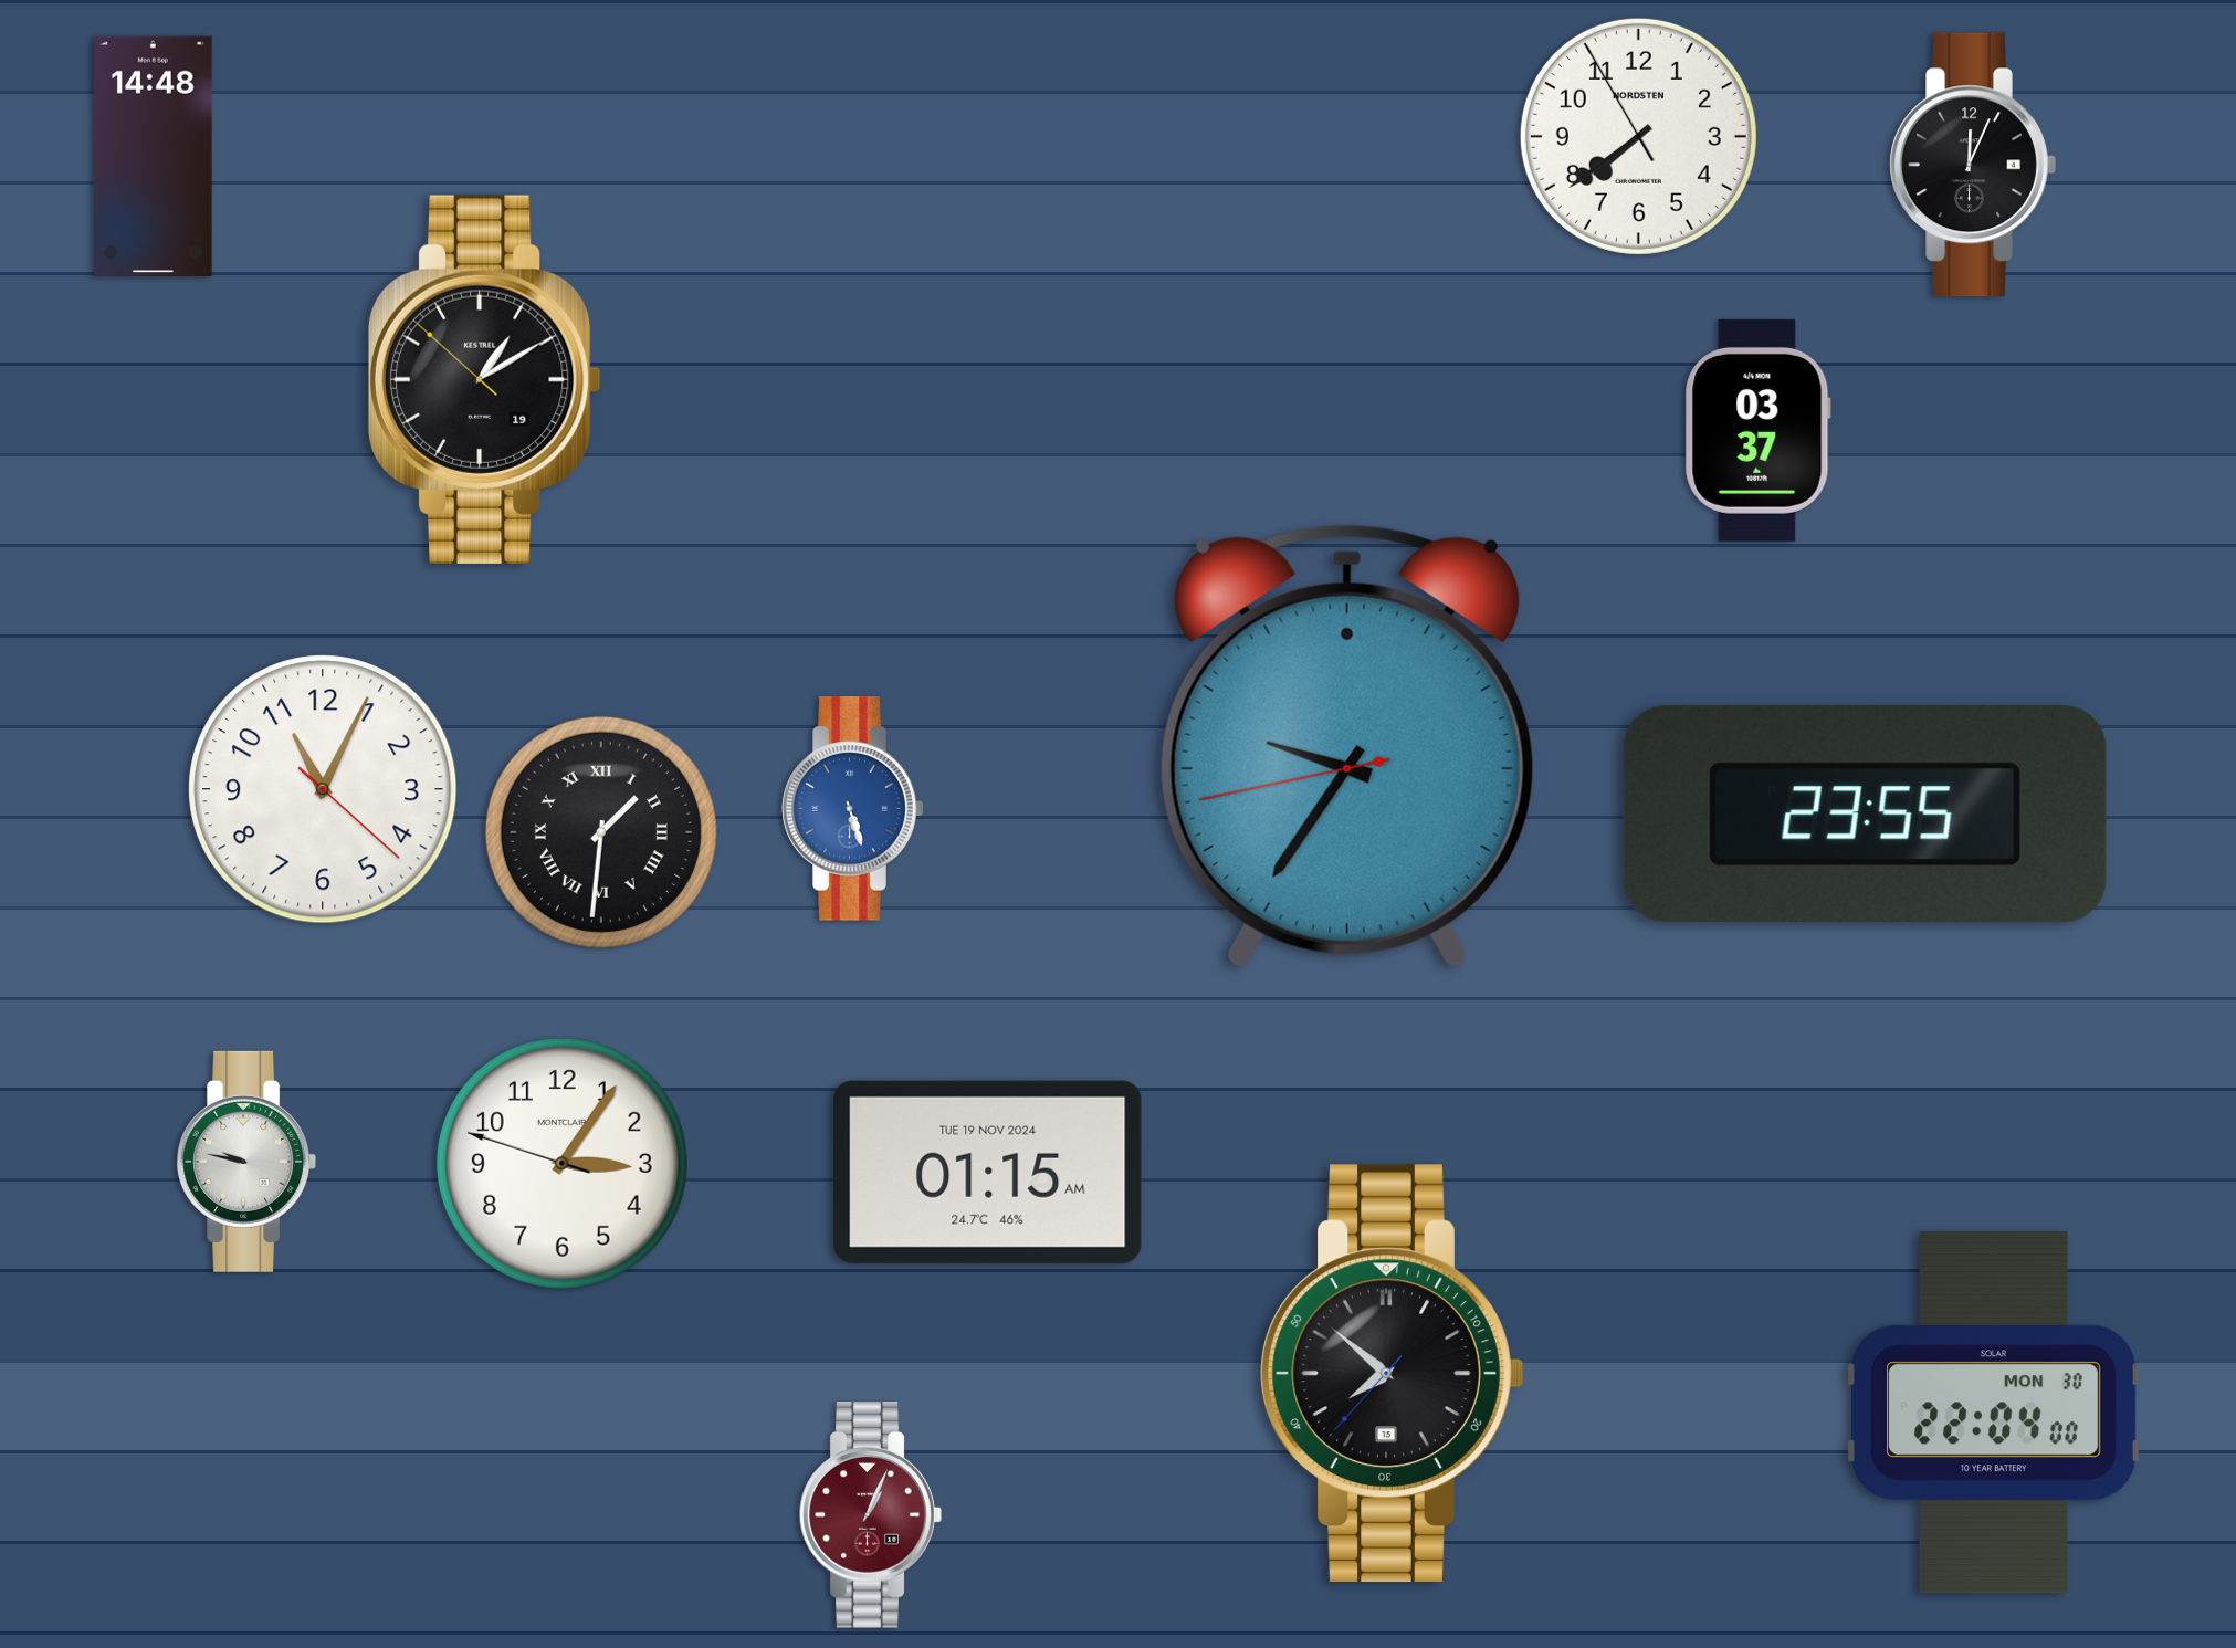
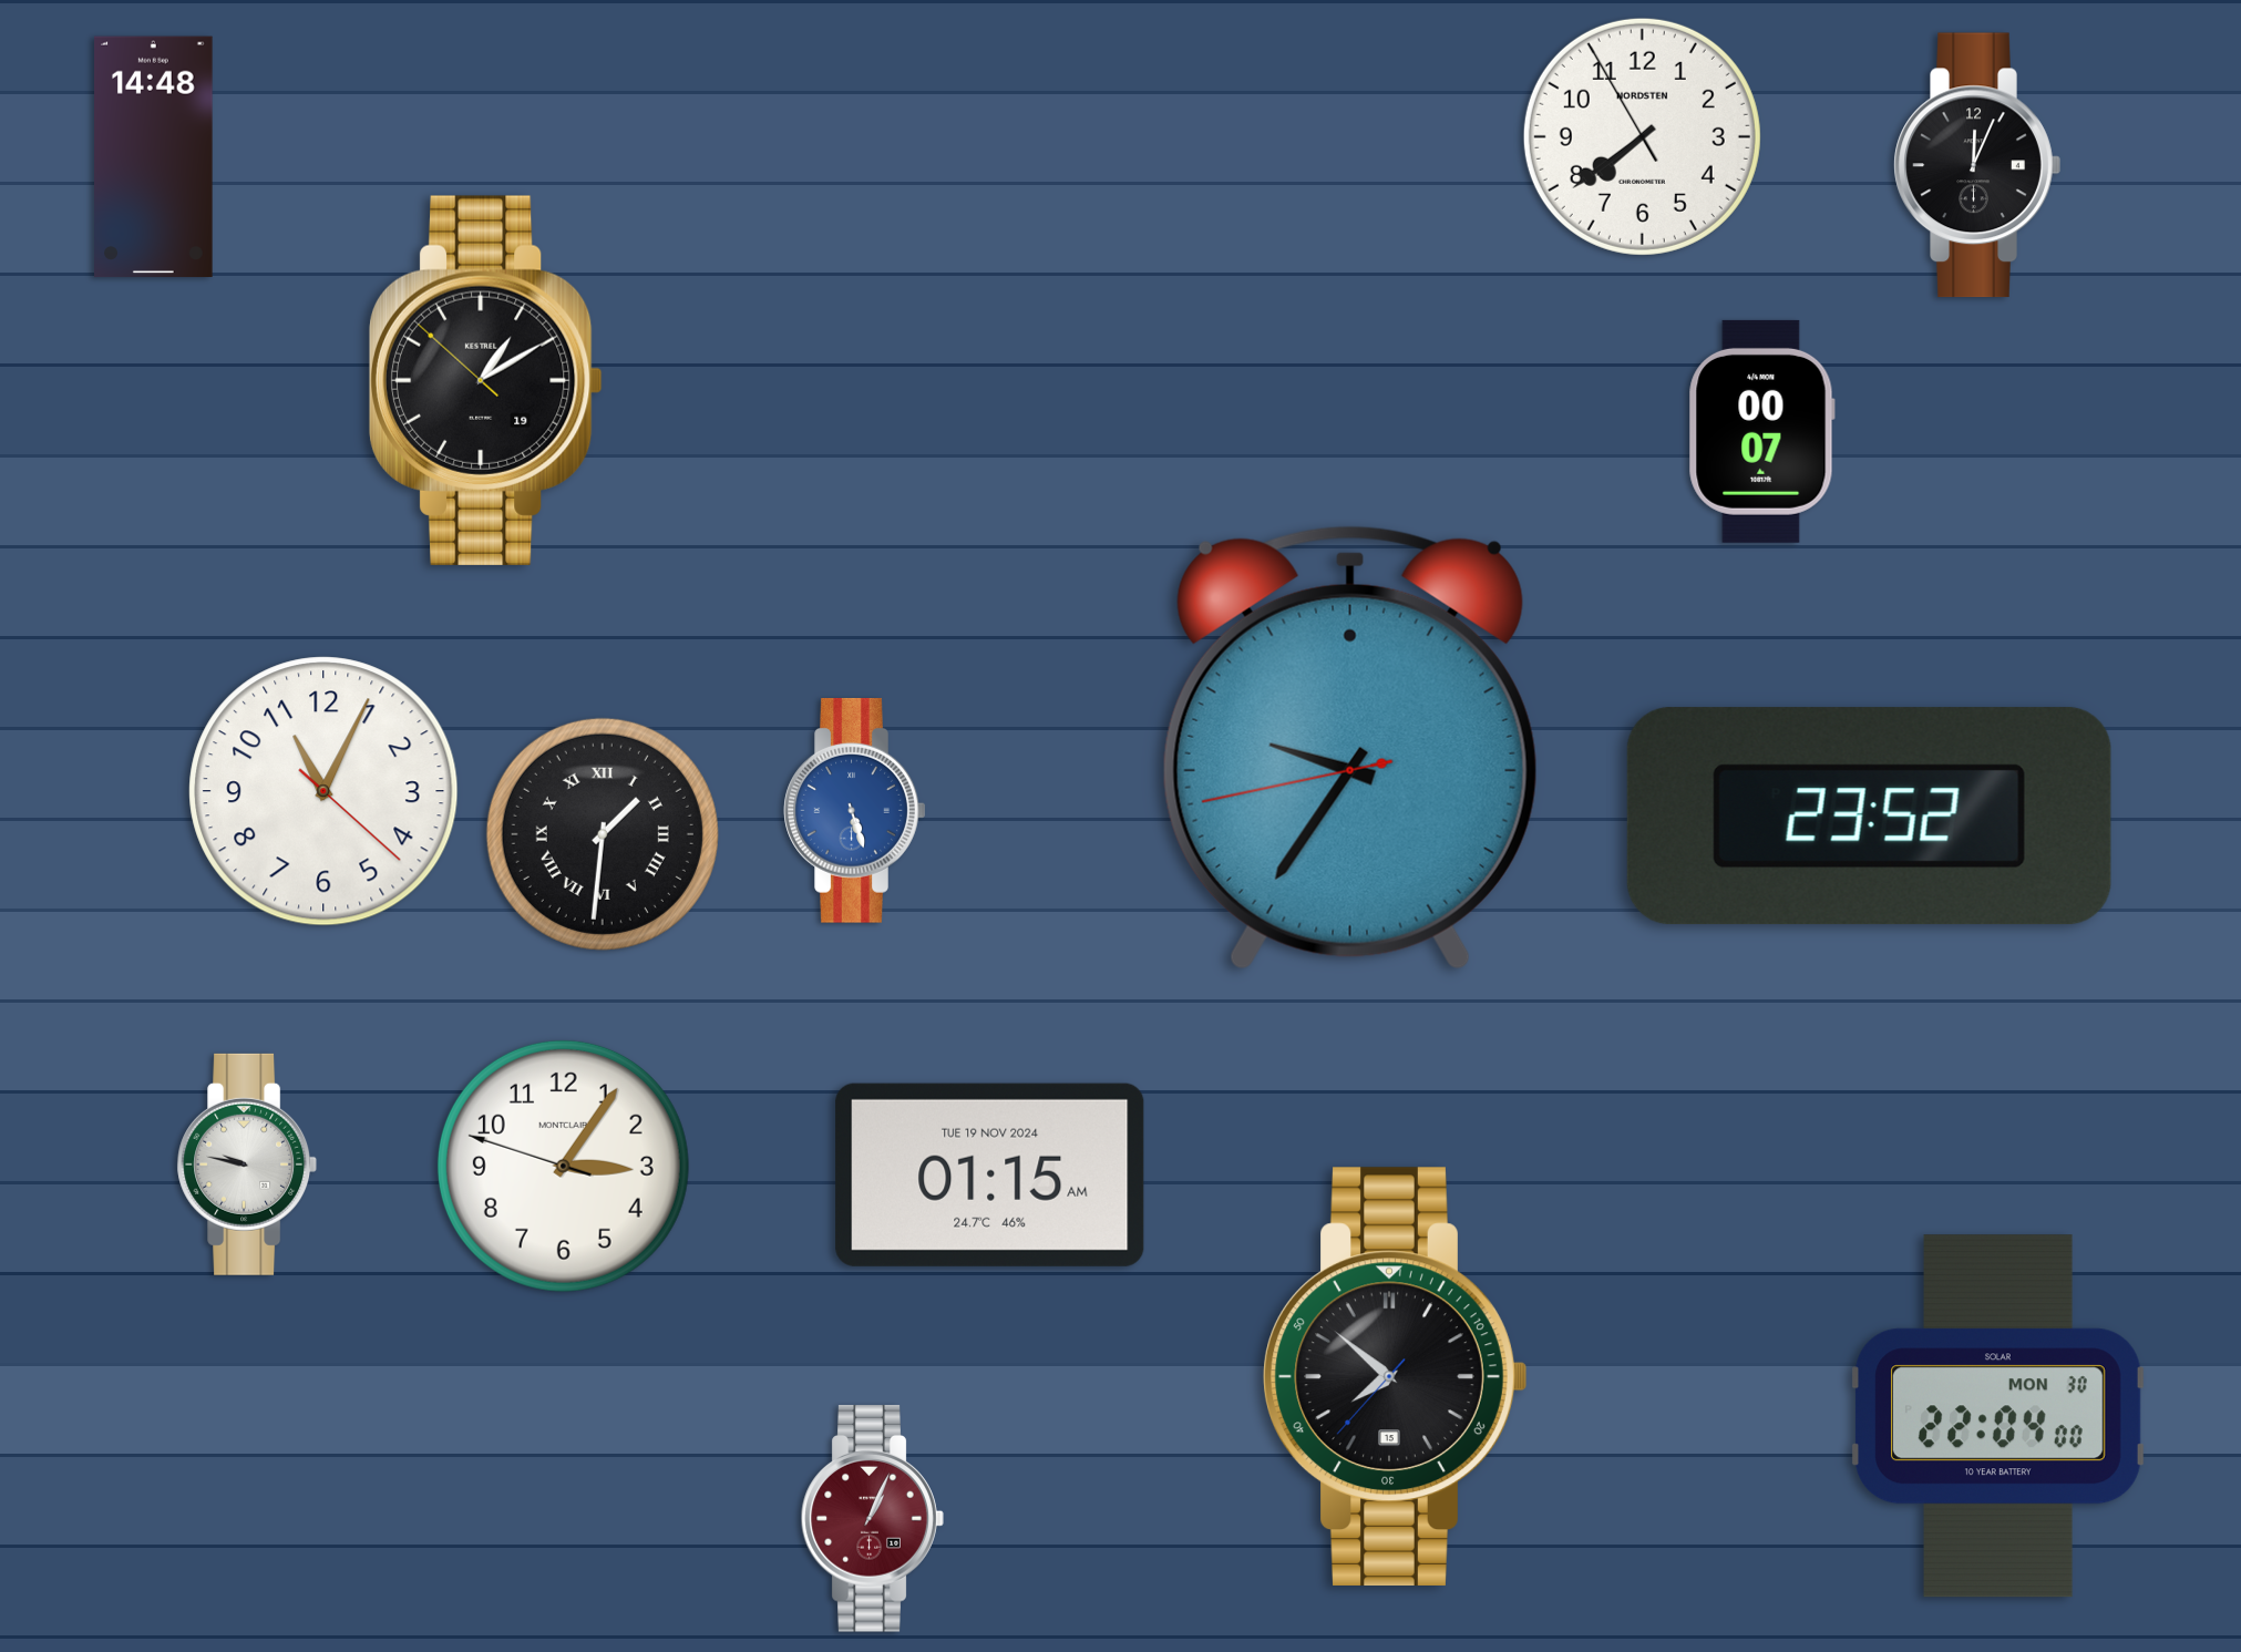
clock at (1757, 430): 03:37 -> 00:07
clock at (1865, 815): 23:55 -> 23:52
